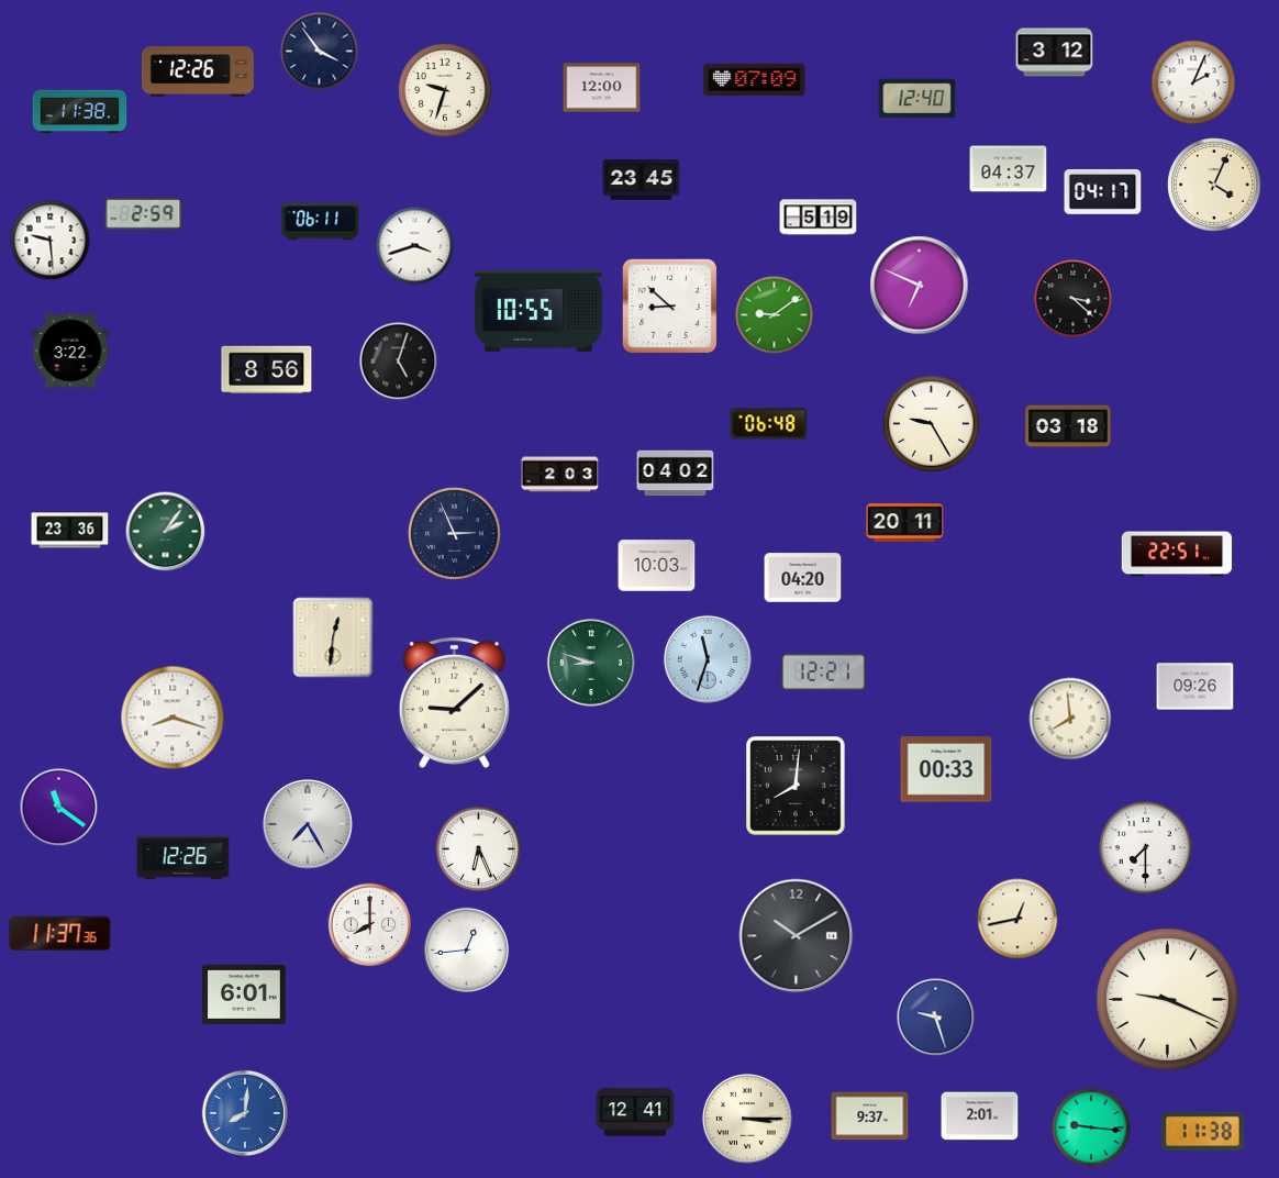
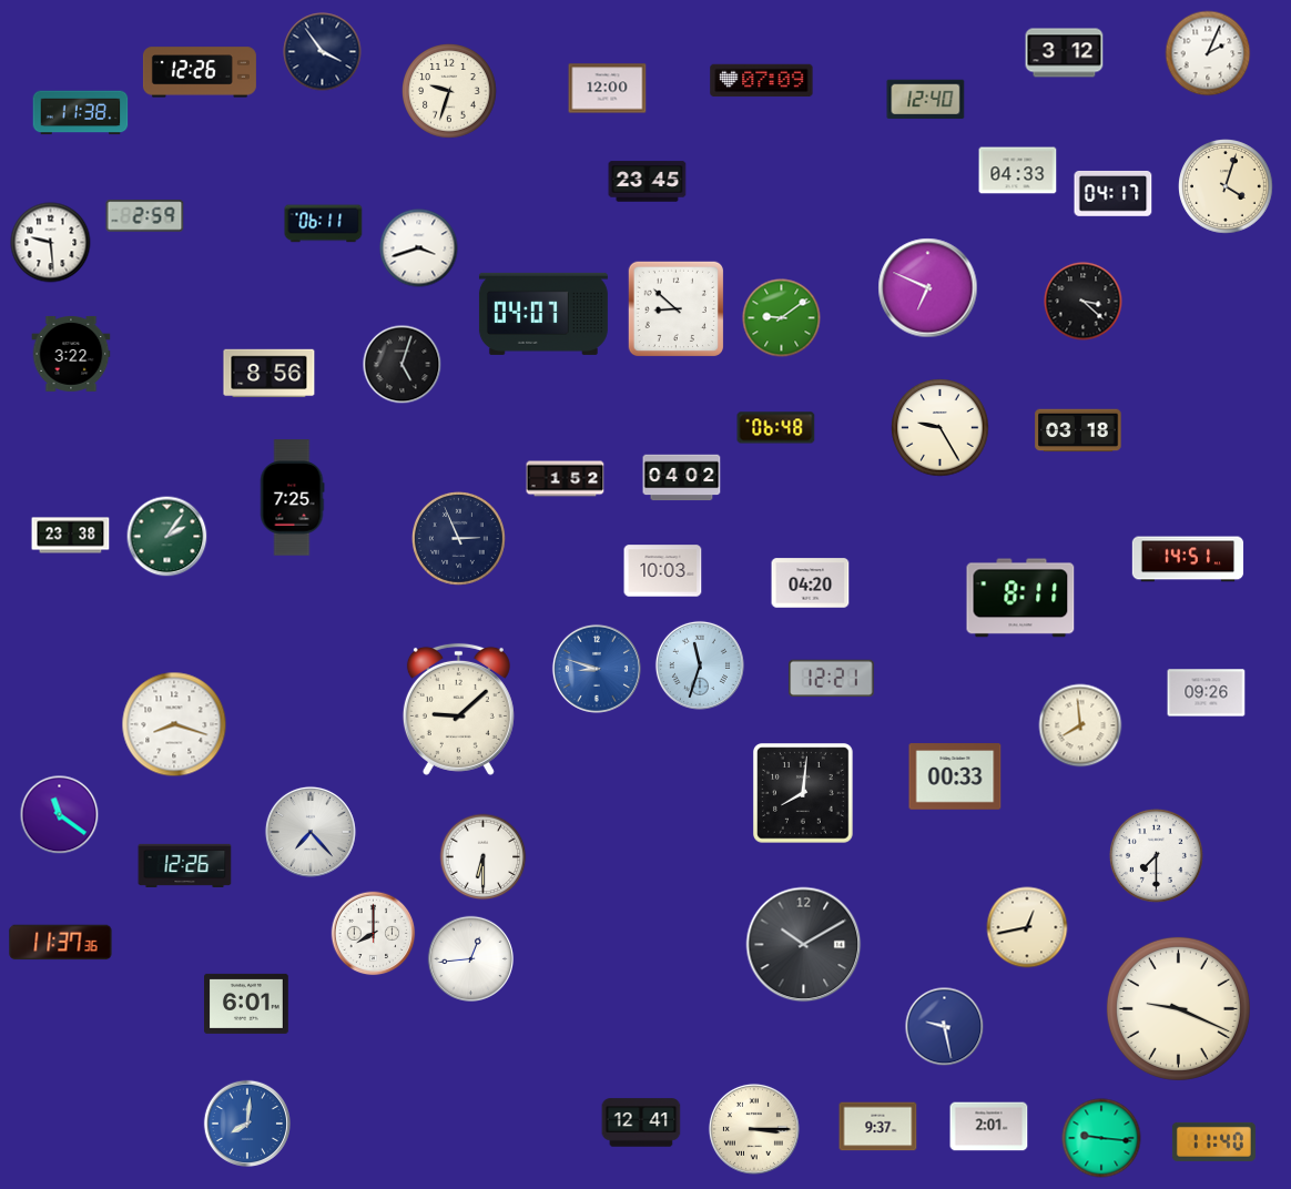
clock at (1193, 82) position: (1193, 82) -> (1208, 53)
clock at (1009, 169): 04:37 -> 04:33
clock at (1215, 186): 4:04 -> 4:03
clock at (819, 218): 5:19 -> none
clock at (538, 311): 10:55 -> 04:07
clock at (560, 475): 2:03 -> 1:52
clock at (292, 498): none -> 7:25
clock at (905, 523): 20:11 -> none
clock at (70, 531): 23:36 -> 23:38
clock at (1177, 554): 22:51 -> 14:51
clock at (1020, 598): none -> 8:11
clock at (333, 637): 12:31 -> none
clock at (708, 659) position: (708, 659) -> (700, 665)
clock at (591, 663) dial: green -> blue
clock at (308, 824): 7:25 -> 7:23
clock at (479, 849): 6:26 -> 6:30
clock at (936, 1018): 9:27 -> 9:28
clock at (1202, 1131): 11:38 -> 11:40
